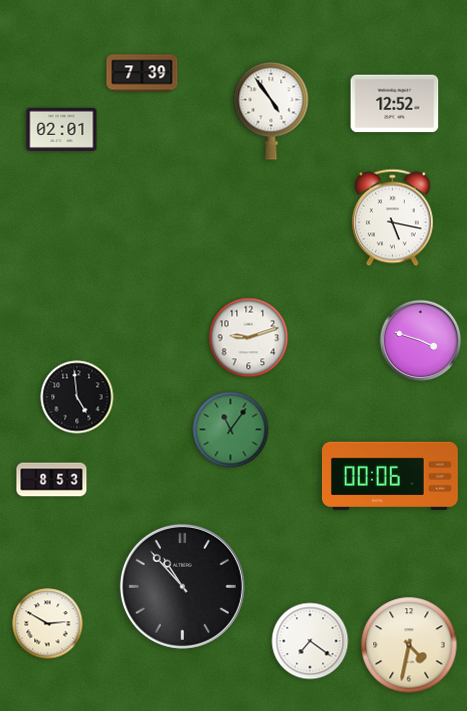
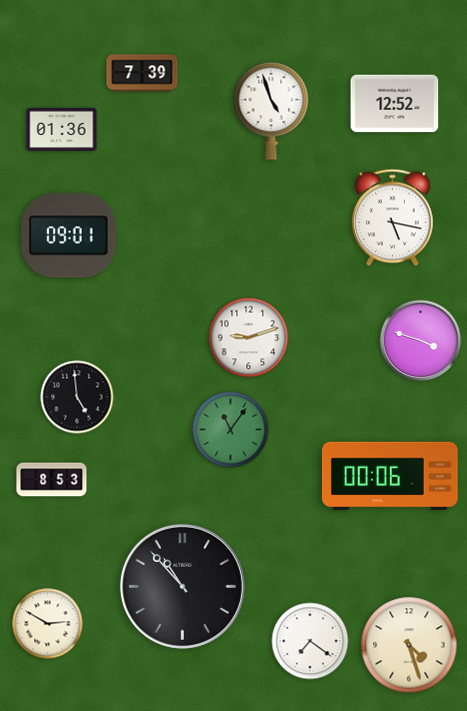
clock at (271, 111): 4:54 -> 4:57
clock at (62, 129): 02:01 -> 01:36
clock at (69, 236): none -> 09:01
clock at (409, 645): 4:32 -> 4:27
